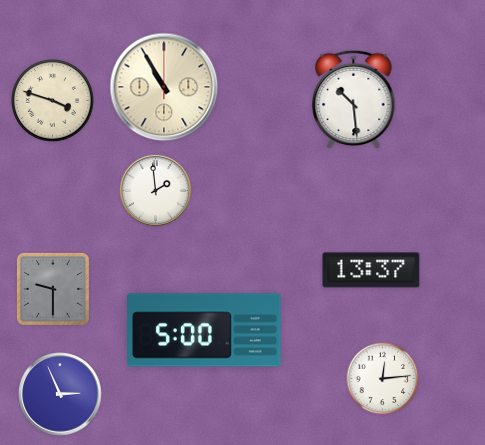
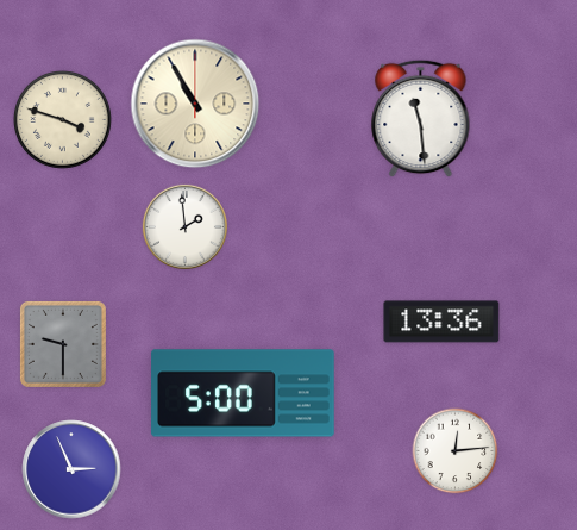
clock at (354, 100): 10:29 -> 11:29
clock at (371, 270): 13:37 -> 13:36
